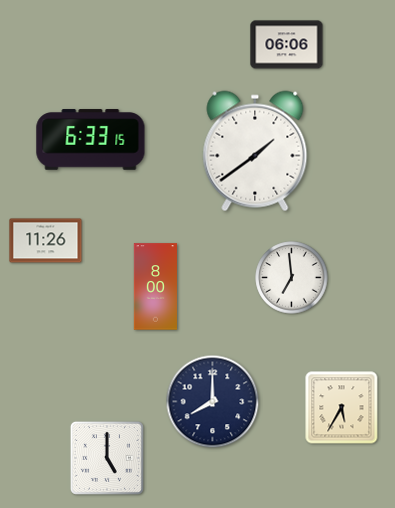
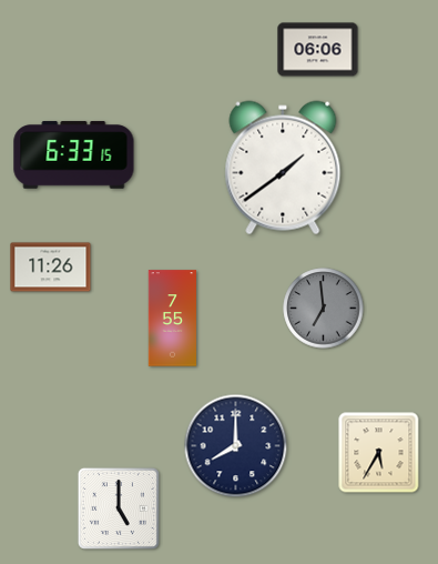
clock at (91, 140) position: (91, 140) -> (74, 155)
clock at (292, 278) dial: white -> grey
clock at (155, 287): 8:00 -> 7:55
